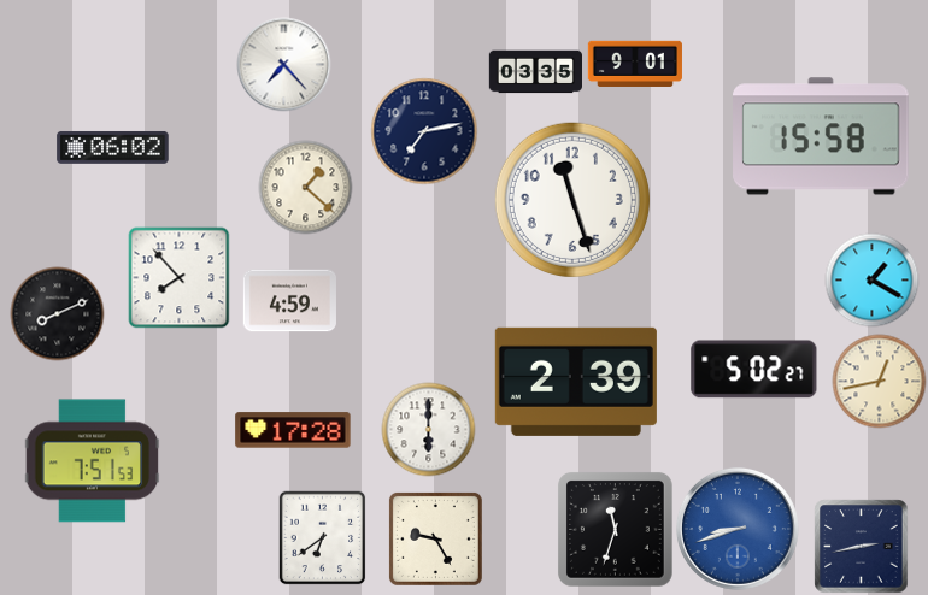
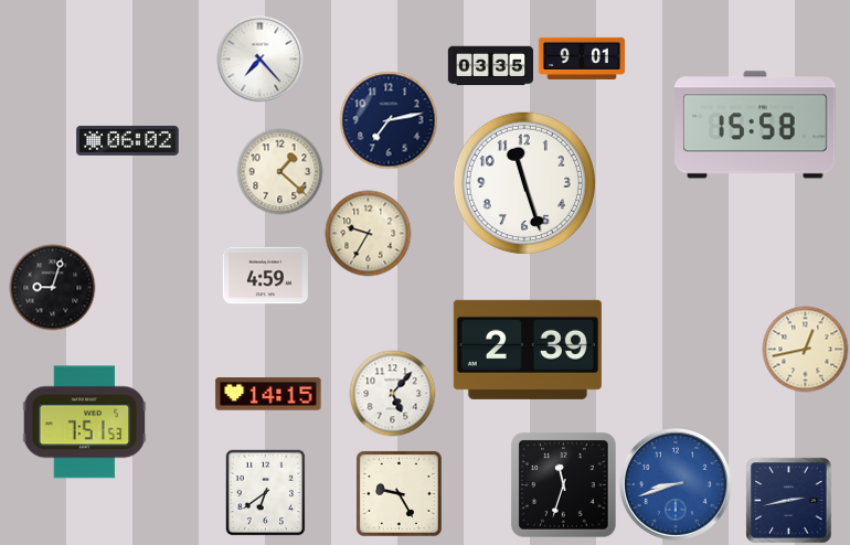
clock at (821, 136) position: (821, 136) -> (755, 125)
clock at (113, 147) position: (113, 147) -> (128, 140)
clock at (368, 233): none -> 9:35
clock at (178, 277): 7:53 -> none
clock at (871, 279): 1:20 -> none
clock at (57, 313): 8:11 -> 9:03
clock at (754, 370): 5:02 -> none
clock at (428, 429): 6:00 -> 5:07
clock at (293, 430): 17:28 -> 14:15
clock at (323, 537) position: (323, 537) -> (266, 492)
